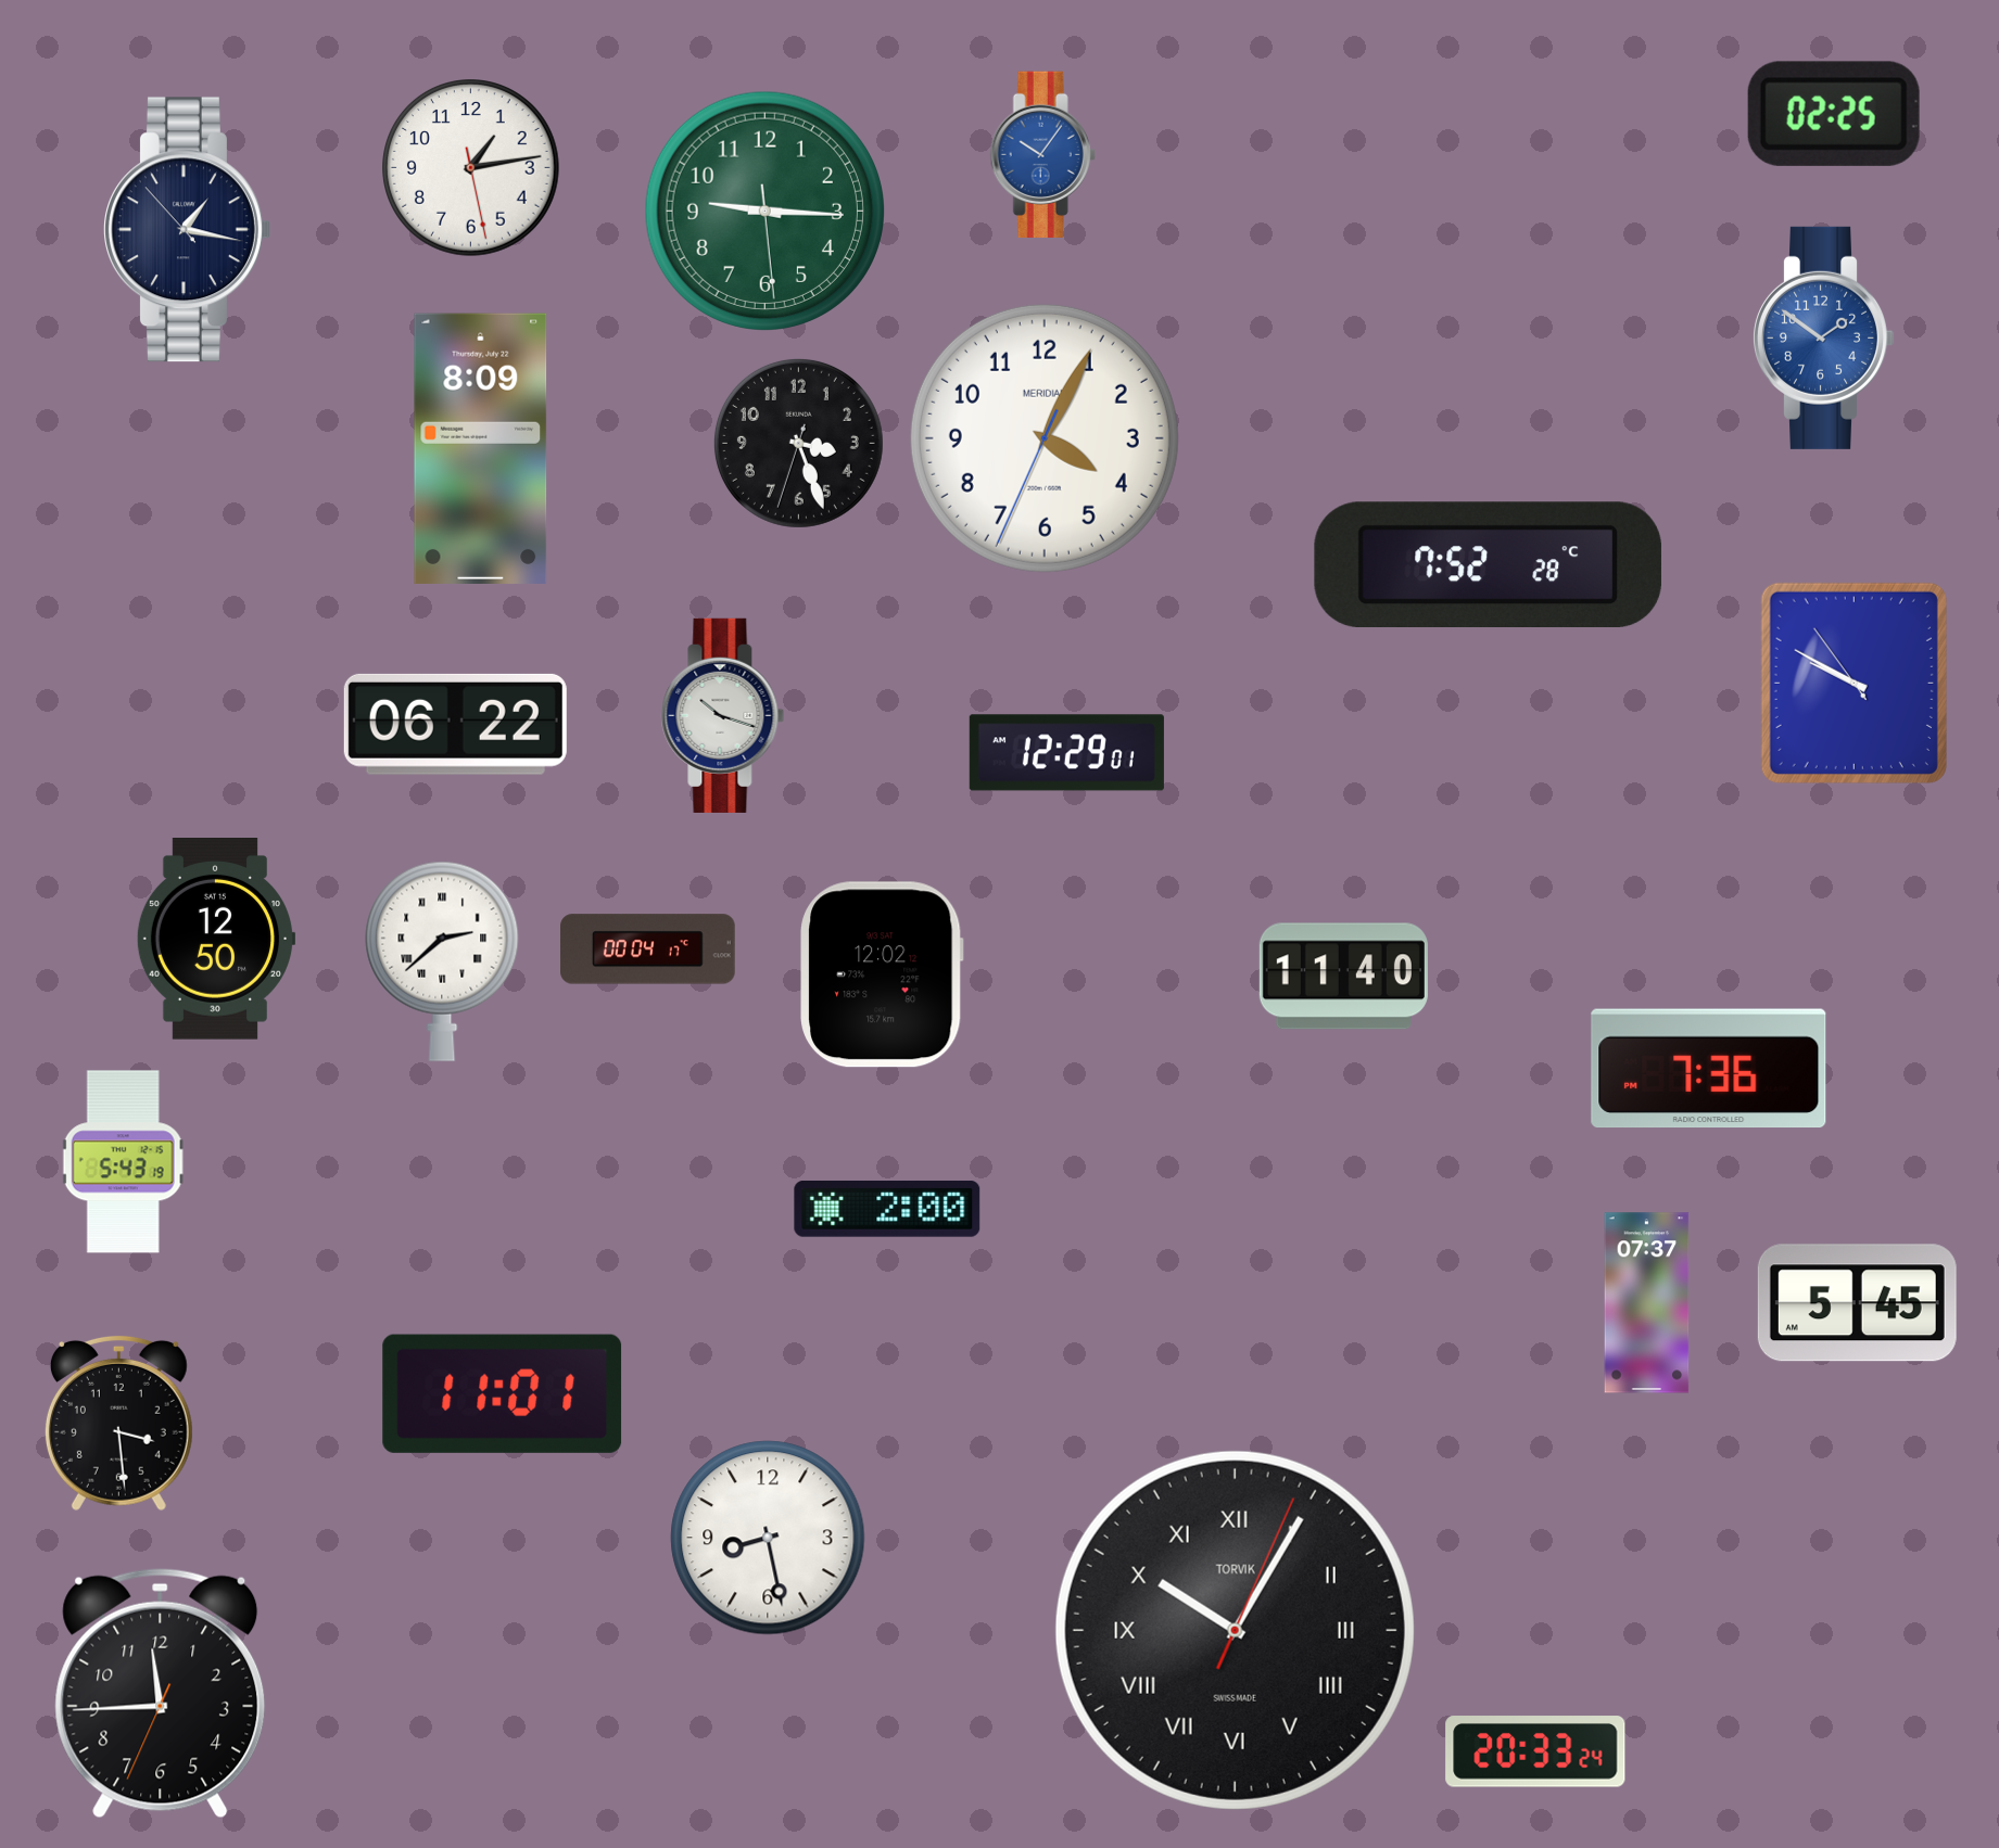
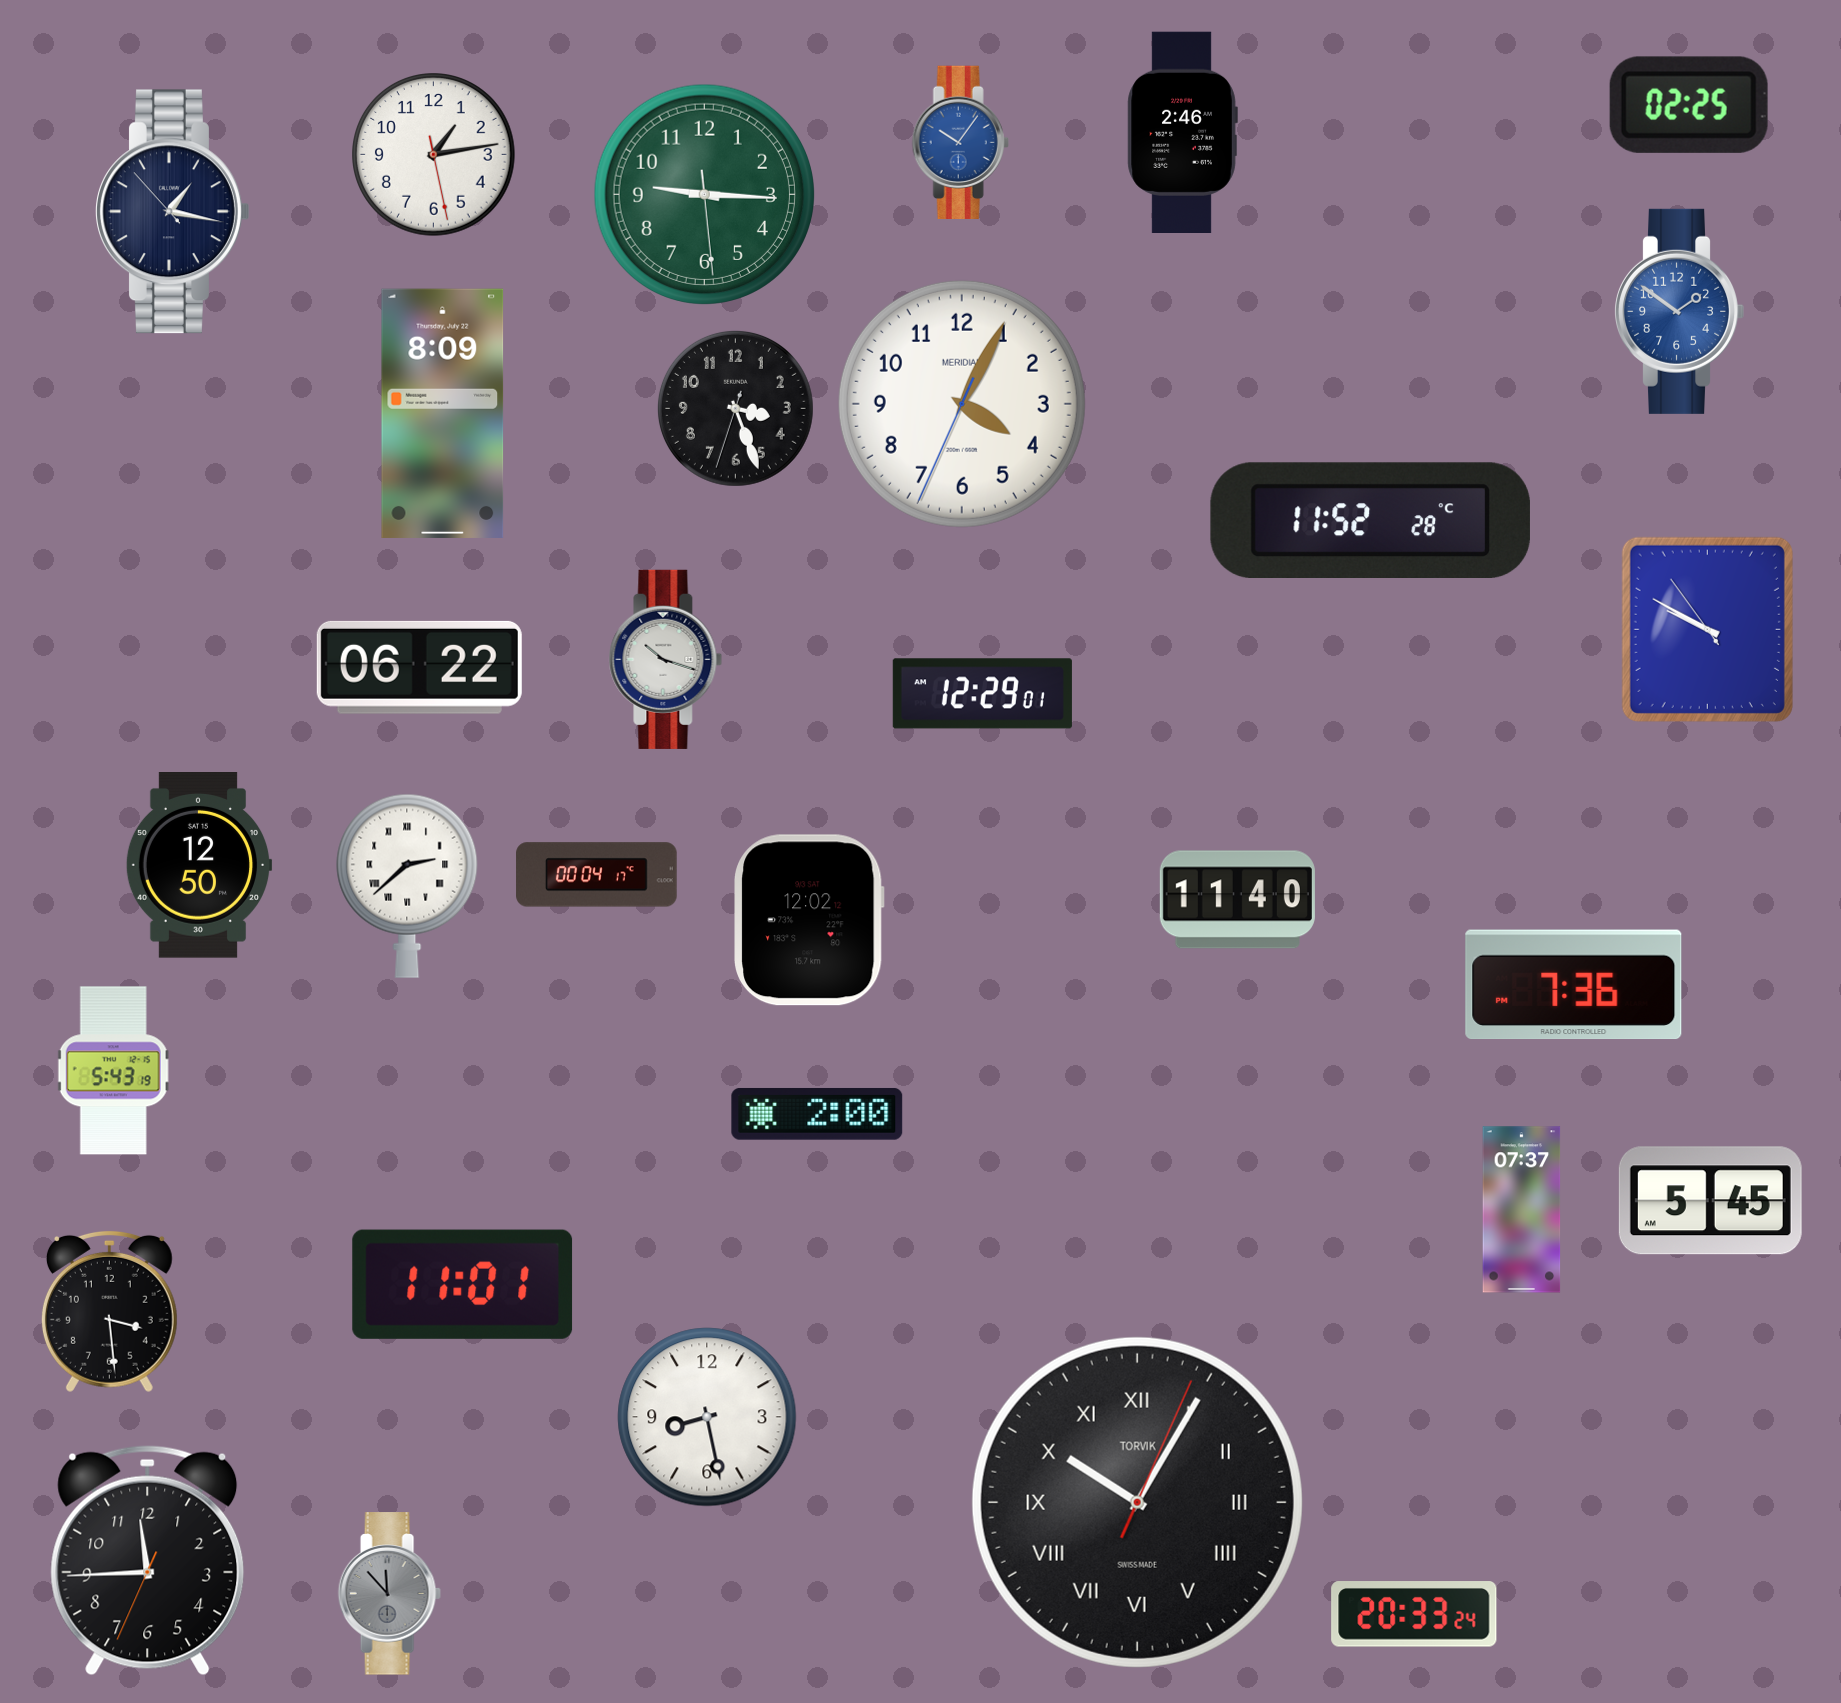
clock at (1182, 132): none -> 2:46
clock at (1488, 564): 7:52 -> 11:52
clock at (883, 974) position: (883, 974) -> (810, 920)
clock at (1647, 1303) position: (1647, 1303) -> (1522, 1210)
clock at (389, 1594): none -> 11:53
